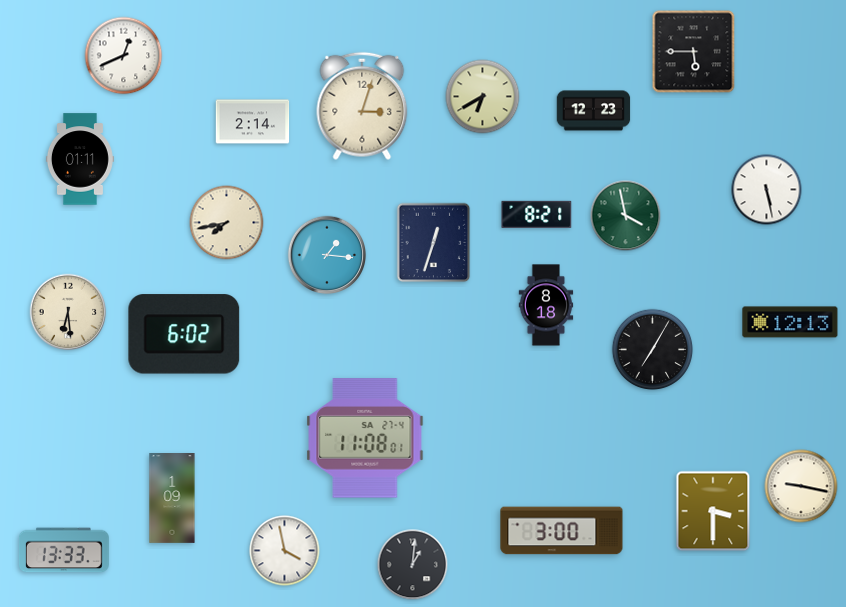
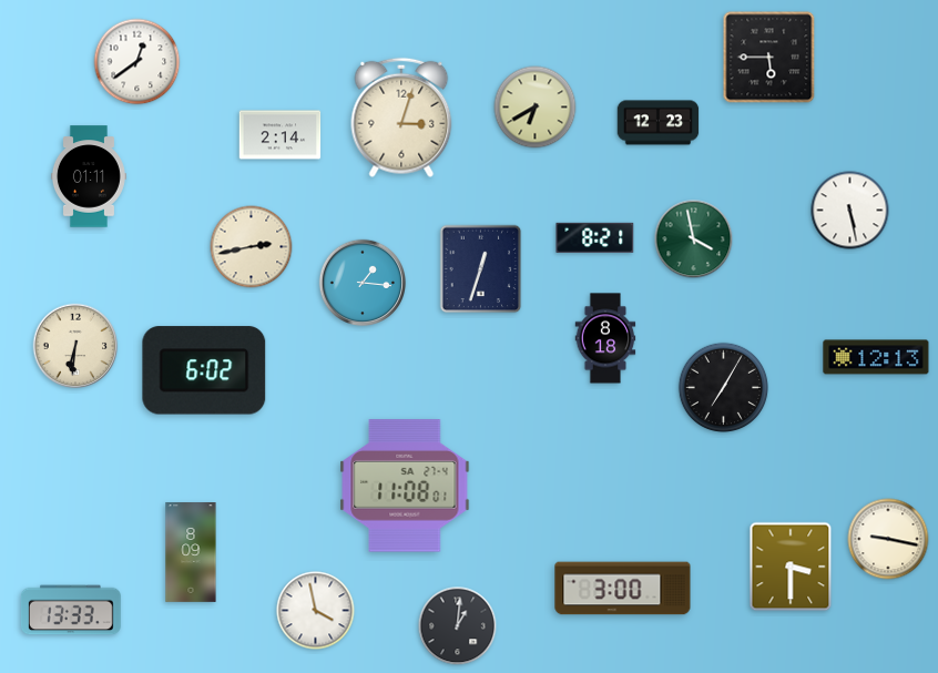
clock at (124, 56): 12:41 -> 12:39
clock at (227, 223): 7:43 -> 2:43
clock at (68, 312): 6:29 -> 6:31
clock at (172, 499): 1:09 -> 8:09
